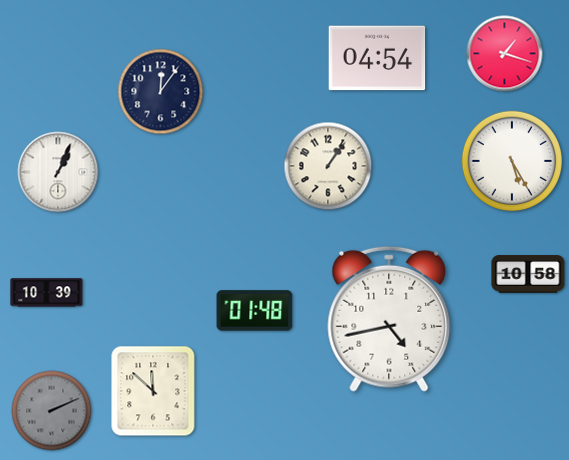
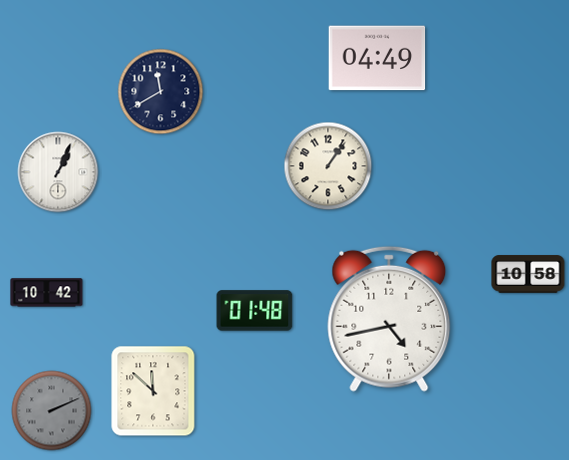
clock at (505, 54): 1:18 -> none
clock at (377, 58): 04:54 -> 04:49
clock at (161, 92): 12:06 -> 11:40
clock at (511, 160): 5:25 -> none
clock at (47, 293): 10:39 -> 10:42
